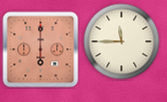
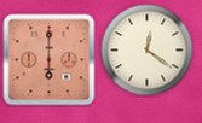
clock at (122, 42): 11:45 -> 12:21
